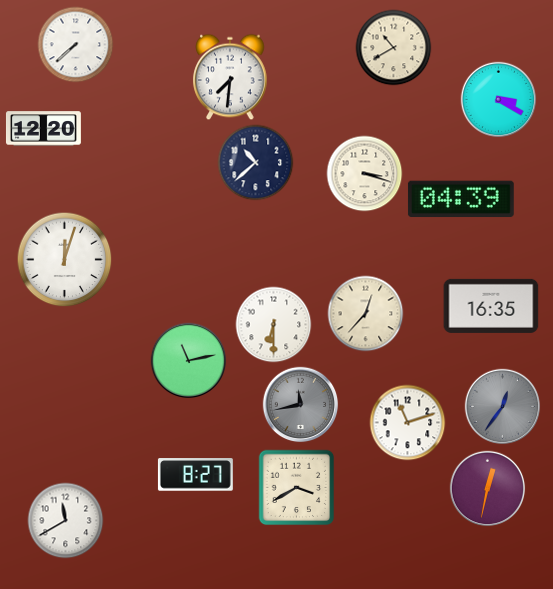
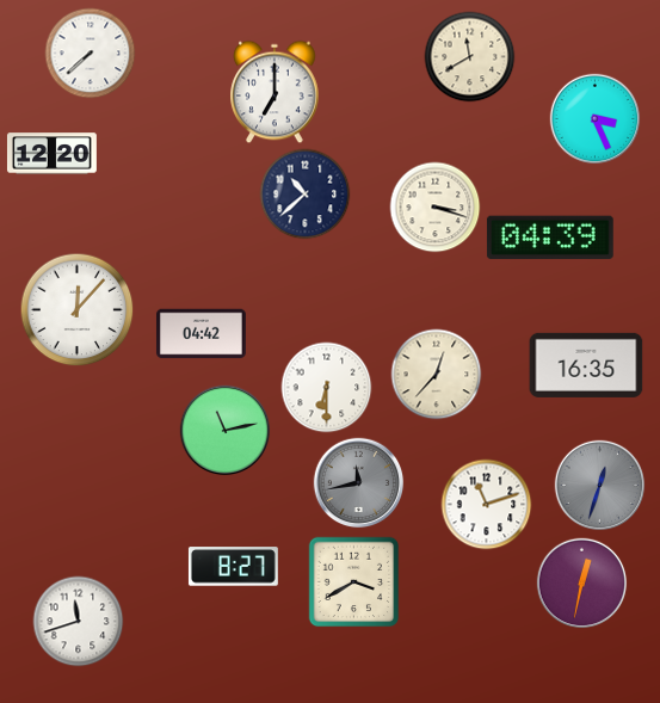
clock at (394, 48): 10:40 -> 11:40
clock at (230, 77): 7:31 -> 7:00
clock at (499, 100): 3:20 -> 3:26
clock at (65, 260): 12:03 -> 12:07
clock at (201, 334): none -> 04:42
clock at (503, 407): 12:36 -> 12:33
clock at (66, 521): 11:40 -> 11:42
